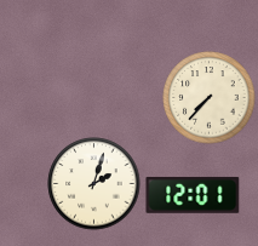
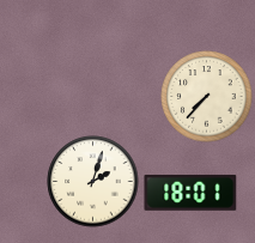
clock at (193, 195): 12:01 -> 18:01
